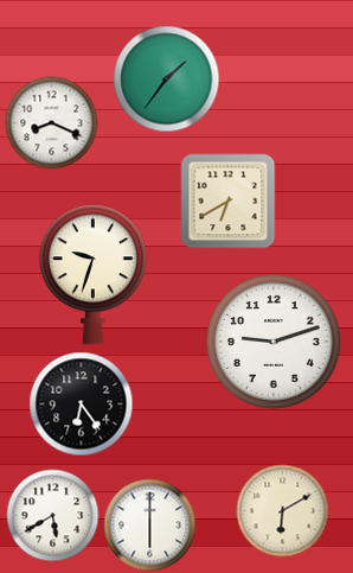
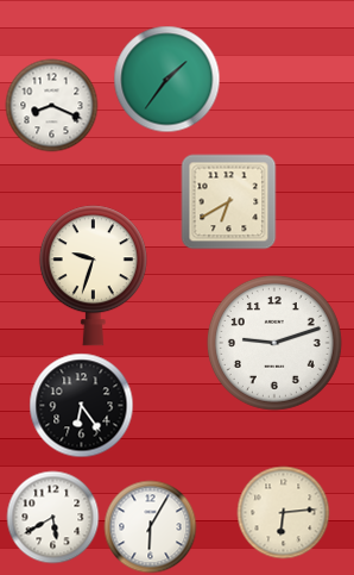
clock at (51, 122) position: (51, 122) -> (51, 105)
clock at (282, 510): 6:10 -> 6:14
clock at (149, 524): 6:00 -> 6:05
